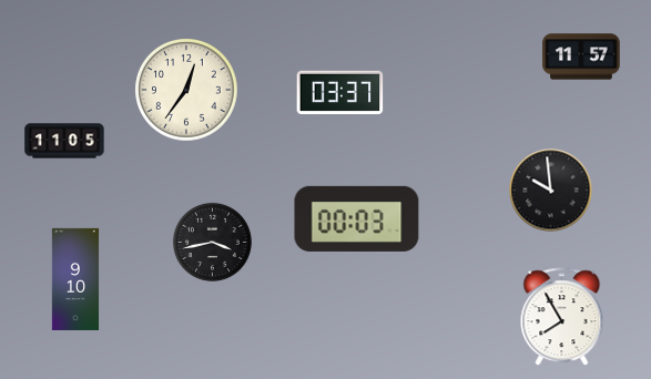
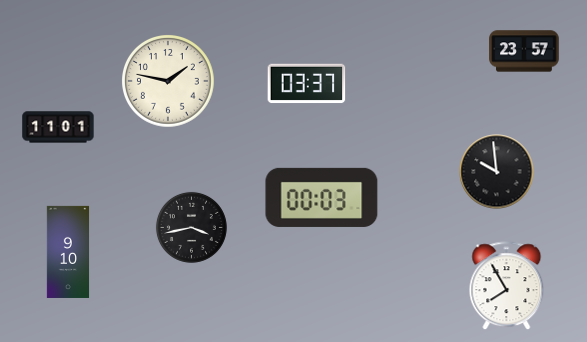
clock at (581, 57): 11:57 -> 23:57
clock at (187, 91): 12:36 -> 1:47
clock at (64, 141): 11:05 -> 11:01
clock at (212, 242) position: (212, 242) -> (191, 227)
